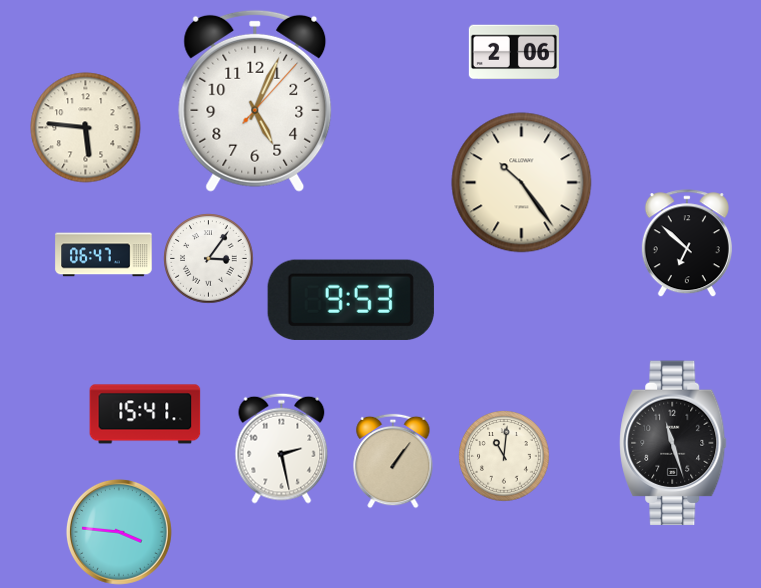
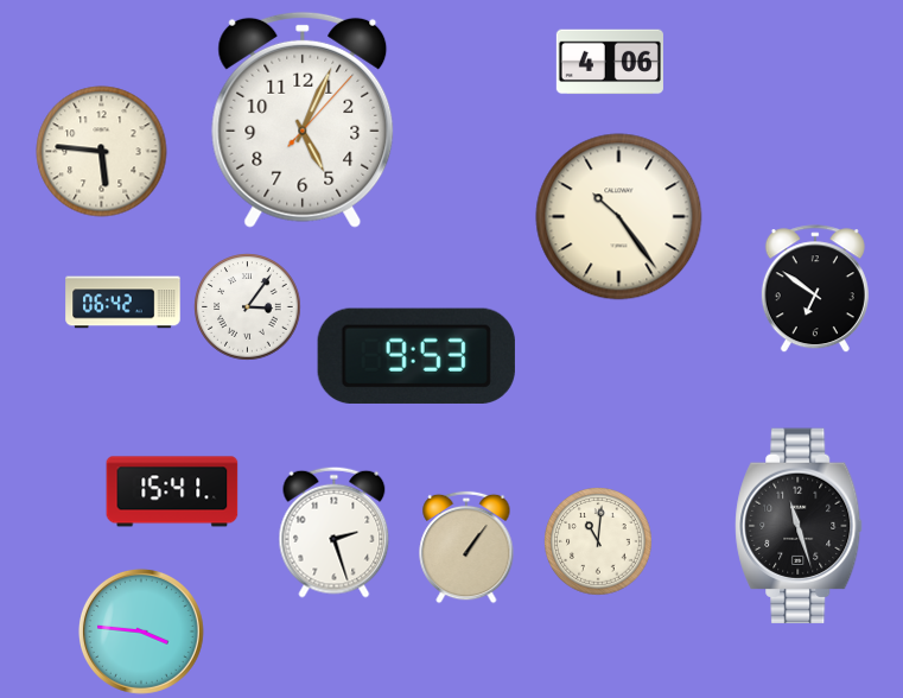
clock at (514, 52): 2:06 -> 4:06
clock at (687, 244): 6:52 -> 6:51
clock at (104, 255): 06:47 -> 06:42
clock at (282, 448): 2:28 -> 2:27
